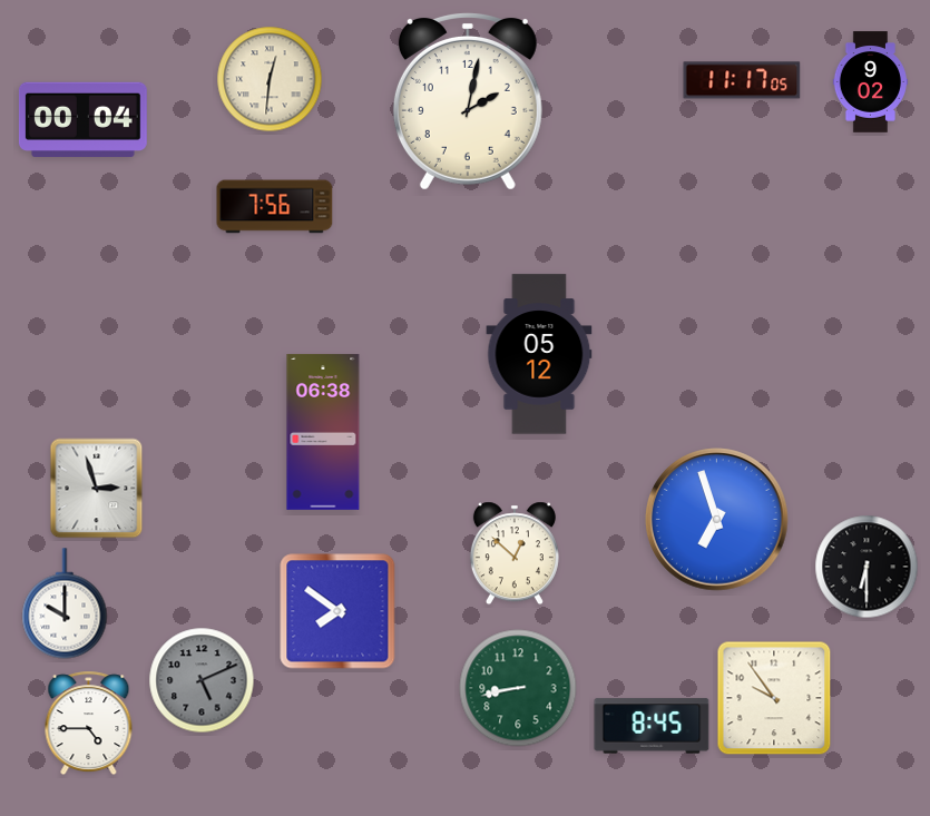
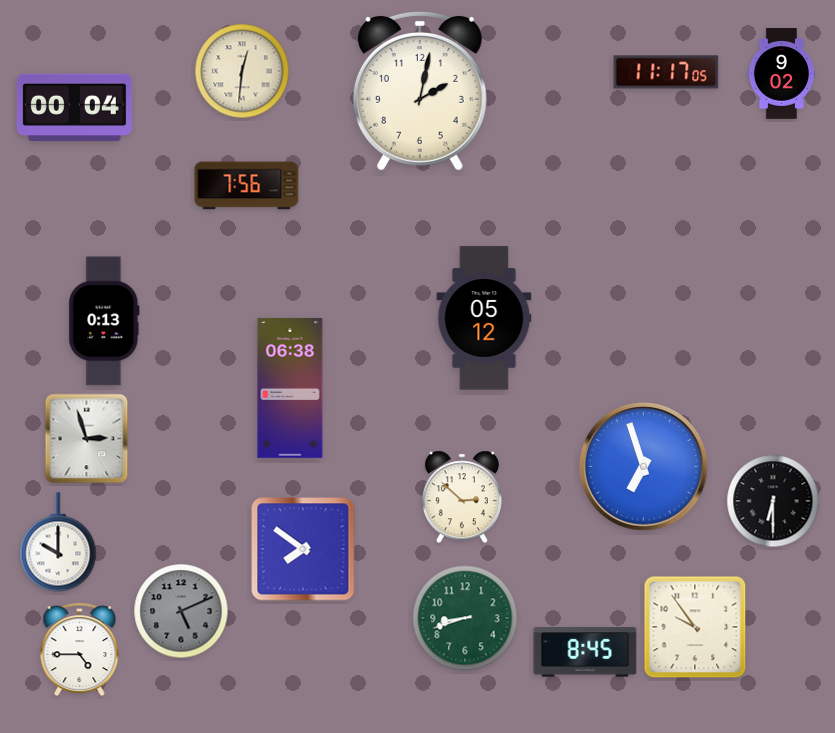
clock at (104, 321): none -> 0:13
clock at (515, 553): 12:52 -> 2:52
clock at (867, 567) position: (867, 567) -> (773, 501)
clock at (518, 688): 8:43 -> 8:42
